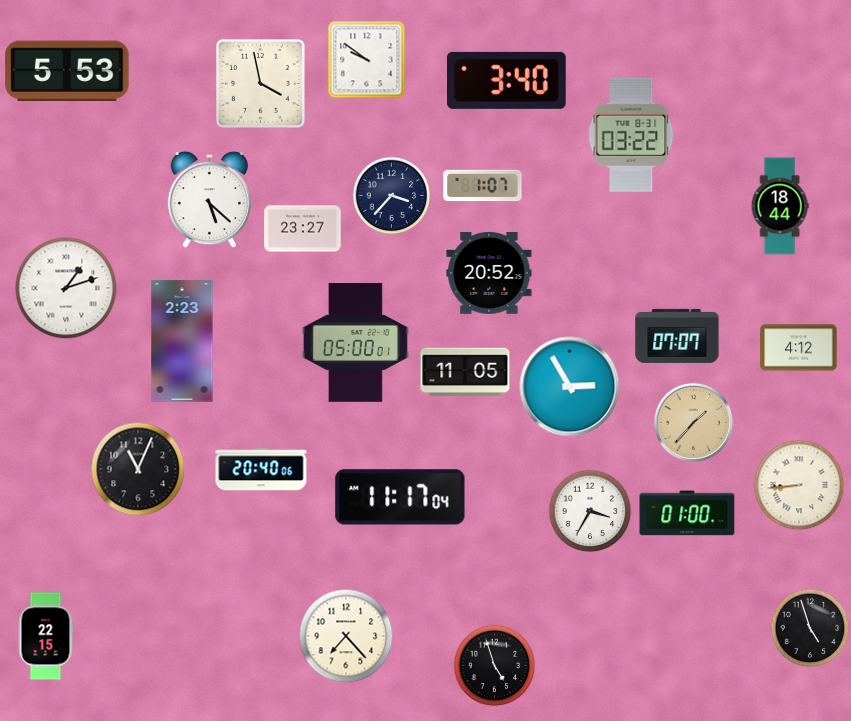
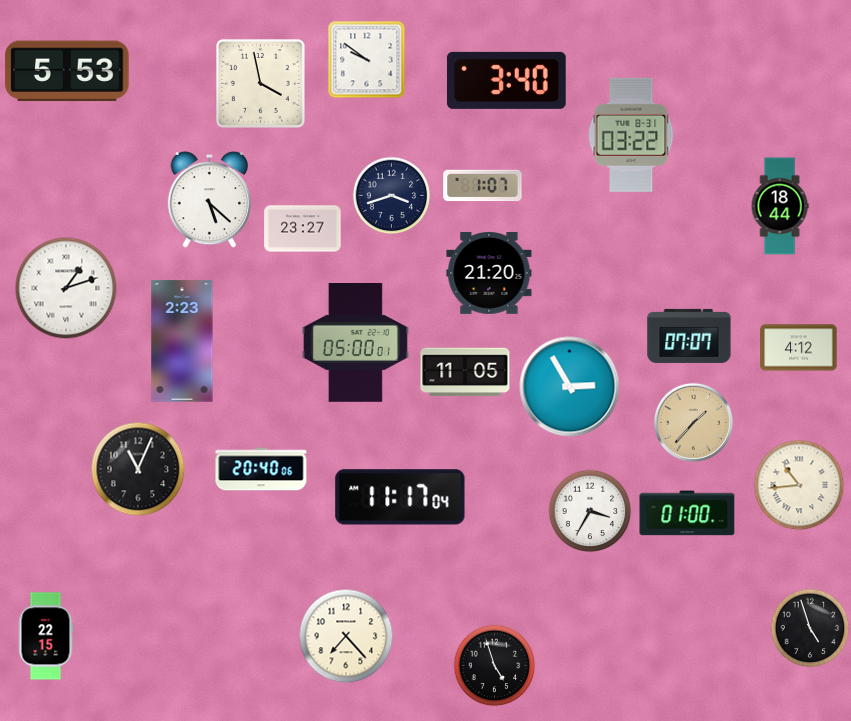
clock at (391, 195): 3:37 -> 3:42
clock at (489, 273): 20:52 -> 21:20
clock at (677, 336) position: (677, 336) -> (689, 336)
clock at (799, 485): 8:44 -> 10:44
